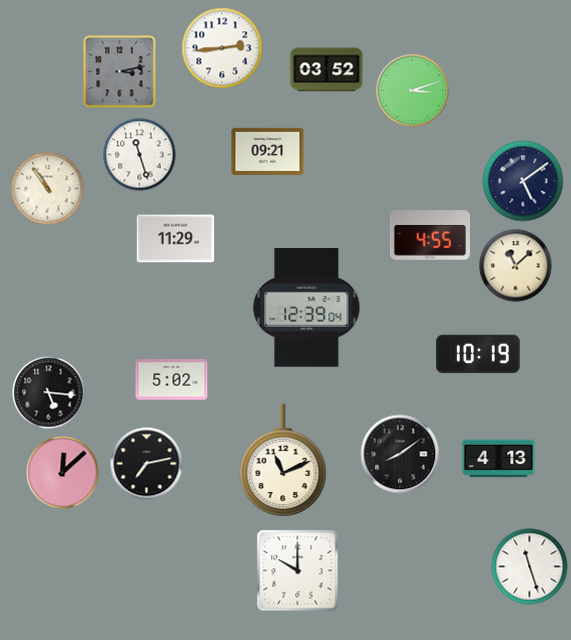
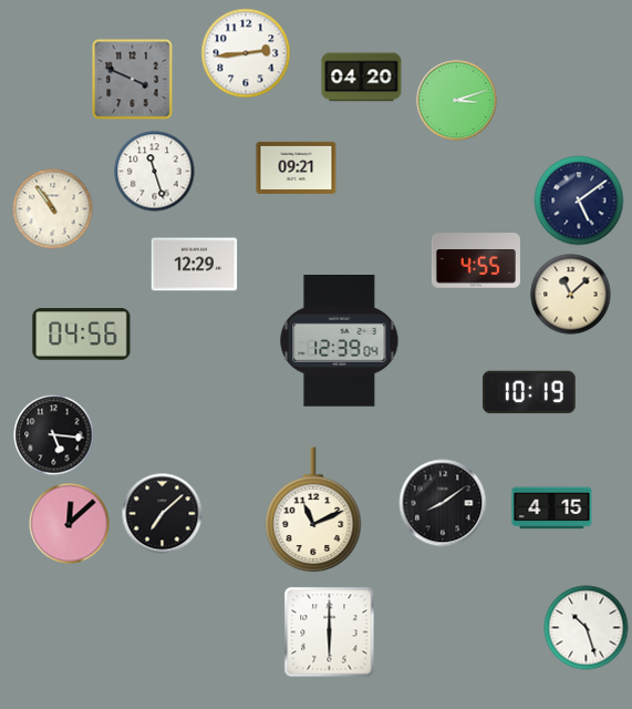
clock at (327, 70): 03:52 -> 04:20
clock at (120, 72): 3:13 -> 3:49
clock at (176, 239): 11:29 -> 12:29
clock at (82, 335): none -> 04:56
clock at (172, 380): 5:02 -> none
clock at (499, 459): 4:13 -> 4:15
clock at (147, 464): 7:13 -> 7:08
clock at (530, 567): 11:27 -> 10:27
clock at (298, 571): 10:00 -> 6:00
